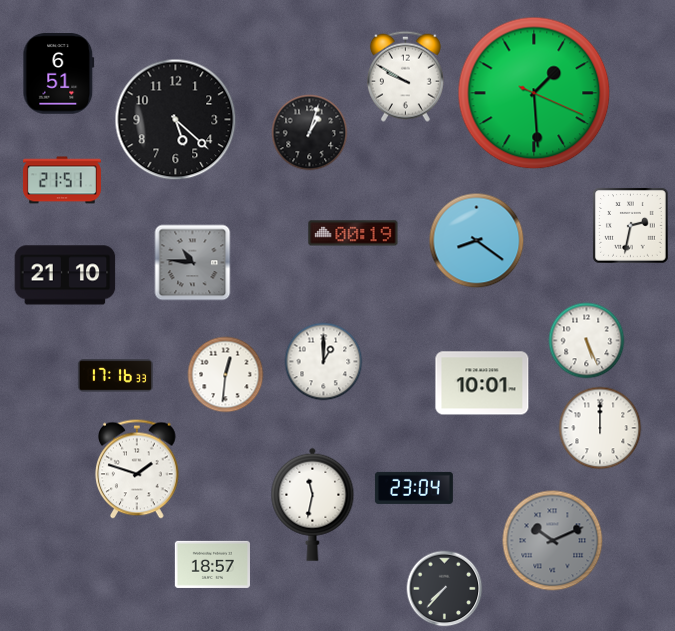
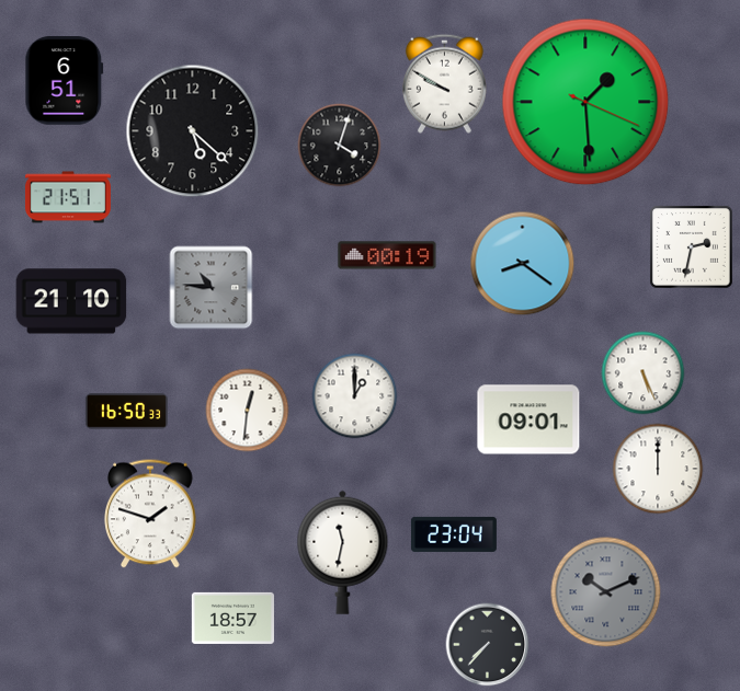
clock at (310, 133): 1:03 -> 4:03
clock at (115, 376): 17:16 -> 16:50
clock at (482, 383): 10:01 -> 09:01
